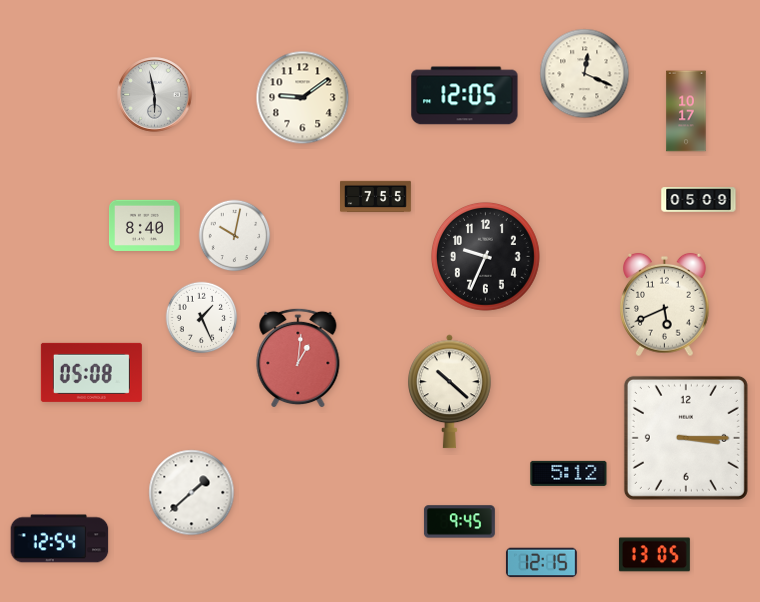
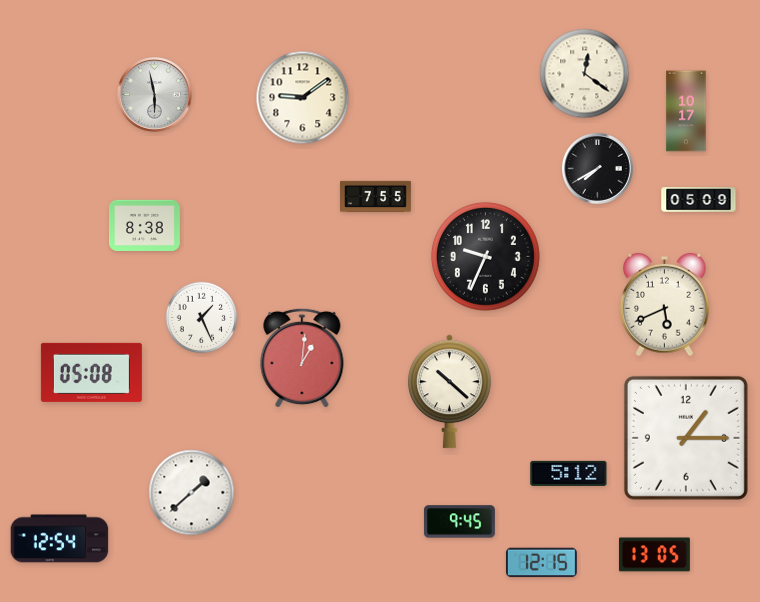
clock at (585, 74): 12:19 -> 12:21
clock at (465, 96): 12:05 -> none
clock at (598, 169): none -> 7:40
clock at (145, 225): 8:40 -> 8:38
clock at (235, 236): 10:02 -> none
clock at (298, 358) position: (298, 358) -> (302, 358)
clock at (686, 438): 3:15 -> 1:15
